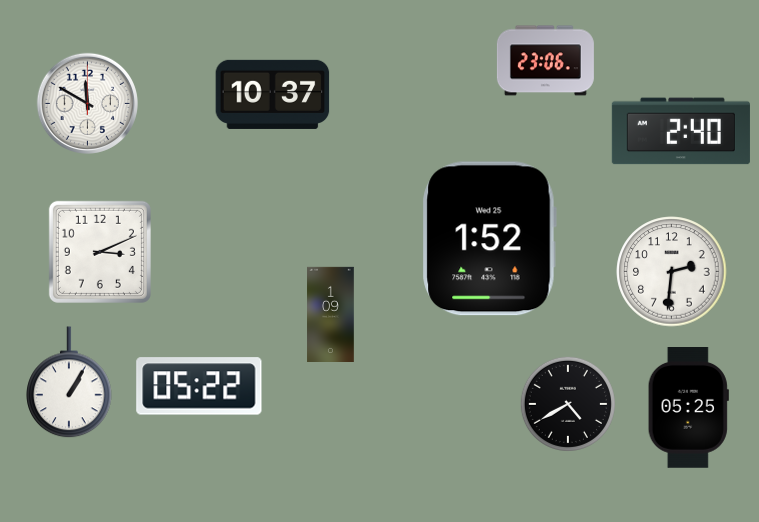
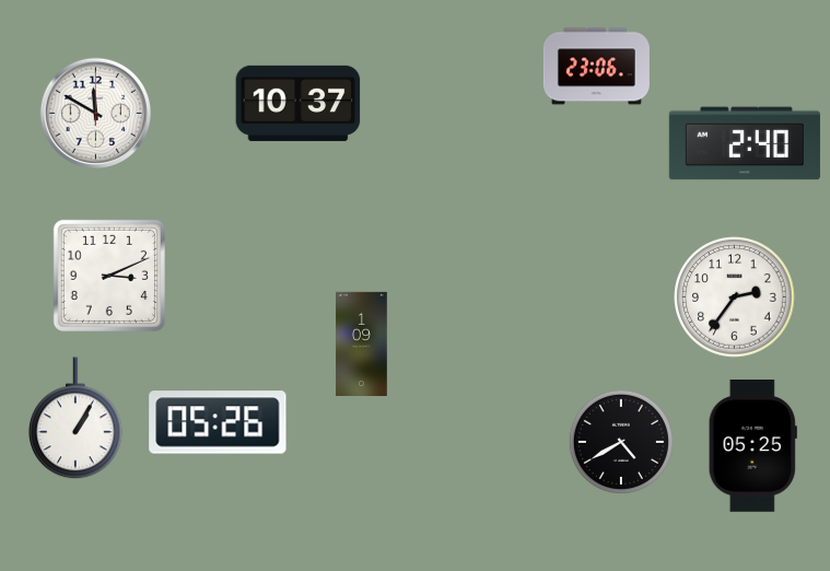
clock at (489, 239): 1:52 -> none
clock at (672, 272): 2:31 -> 2:36
clock at (199, 386): 05:22 -> 05:26
